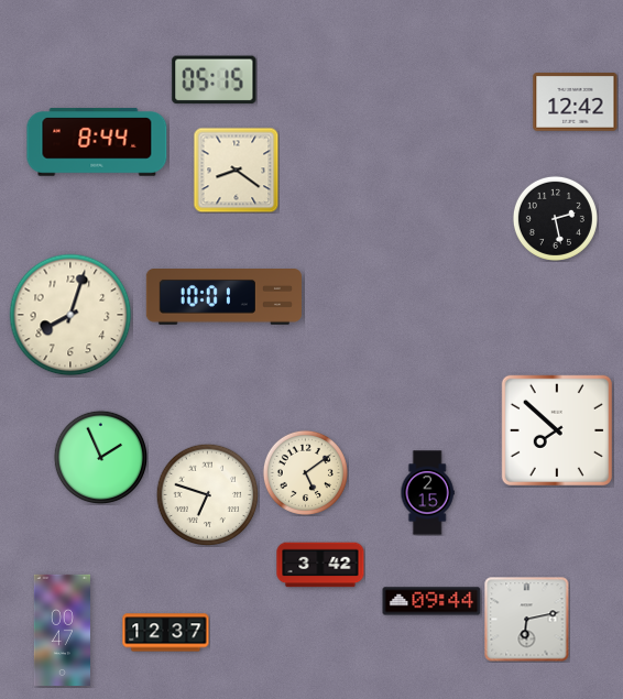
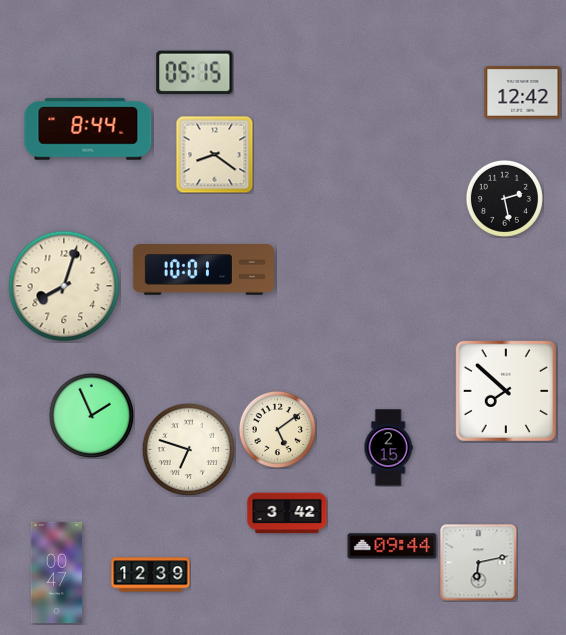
clock at (320, 565) position: (320, 565) -> (287, 513)
clock at (166, 633): 12:37 -> 12:39
